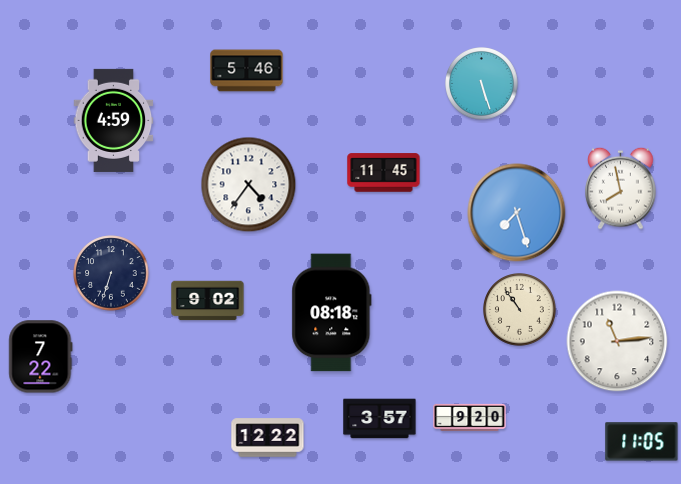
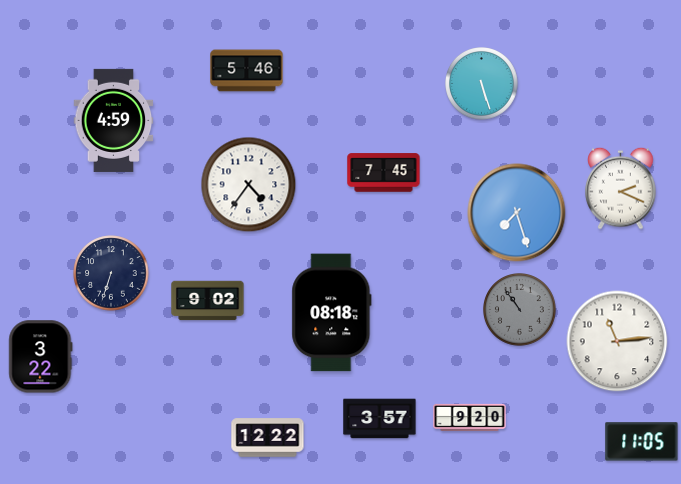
clock at (384, 173): 11:45 -> 7:45
clock at (621, 188): 7:58 -> 2:19
clock at (520, 310) dial: cream -> grey
clock at (41, 357): 7:22 -> 3:22
